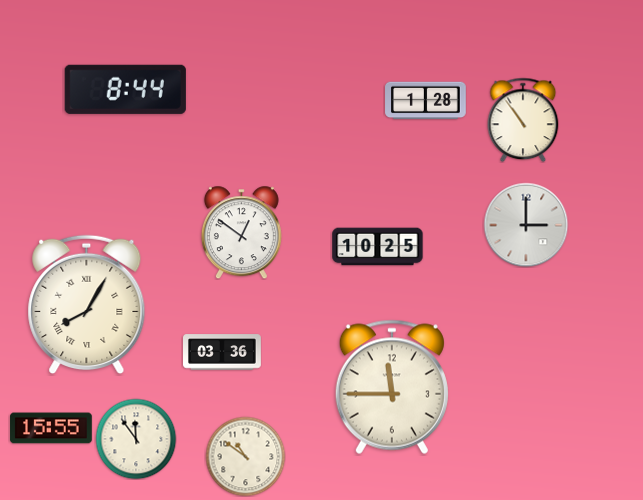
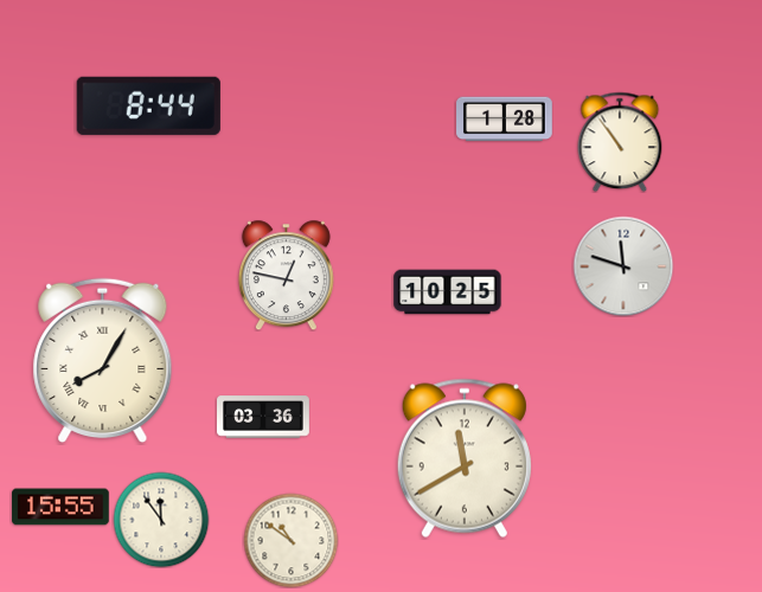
clock at (526, 225): 3:00 -> 11:48
clock at (241, 232): 12:51 -> 12:47
clock at (392, 387): 11:45 -> 11:40
